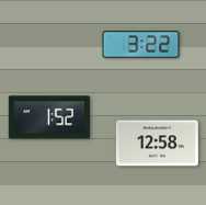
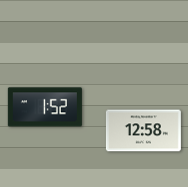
clock at (141, 45): 3:22 -> none
